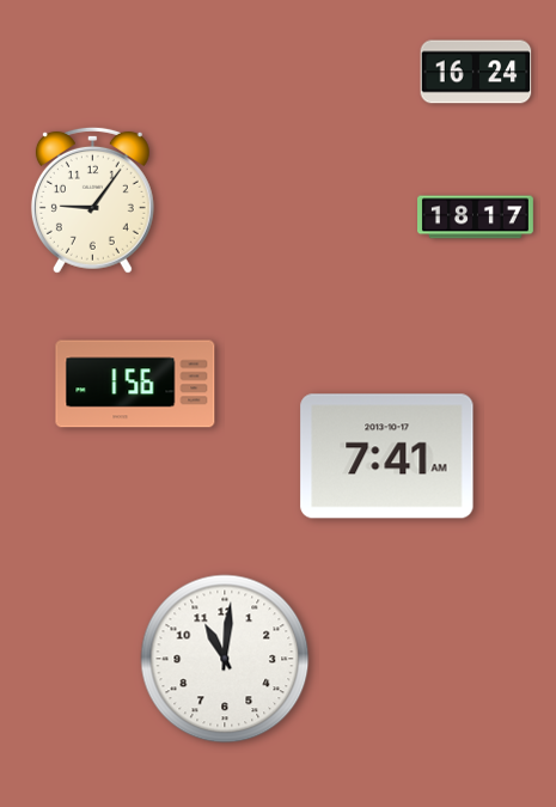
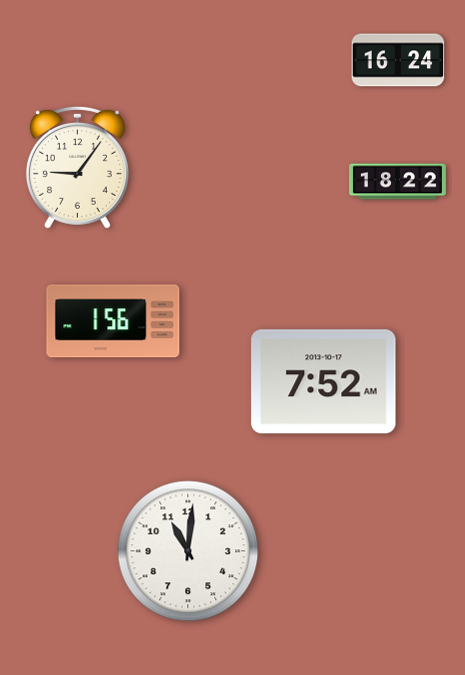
clock at (476, 218): 18:17 -> 18:22
clock at (387, 457): 7:41 -> 7:52
